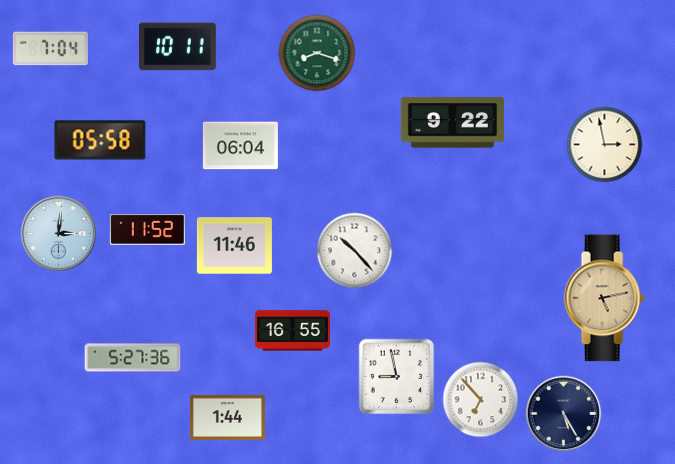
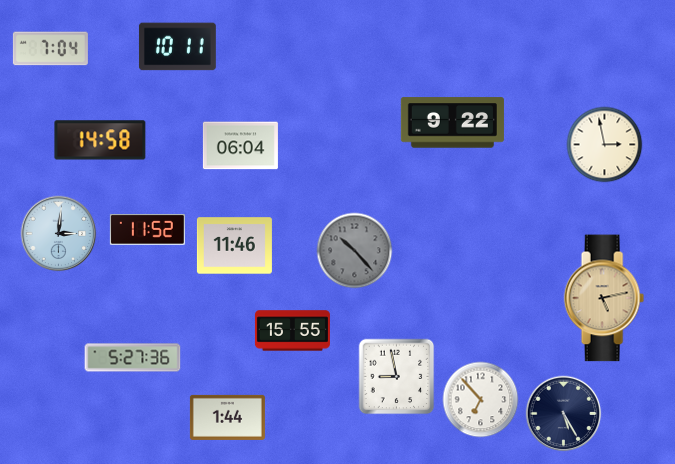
clock at (317, 53): 8:18 -> none
clock at (100, 140): 05:58 -> 14:58
clock at (355, 251) dial: white -> grey
clock at (292, 331): 16:55 -> 15:55
